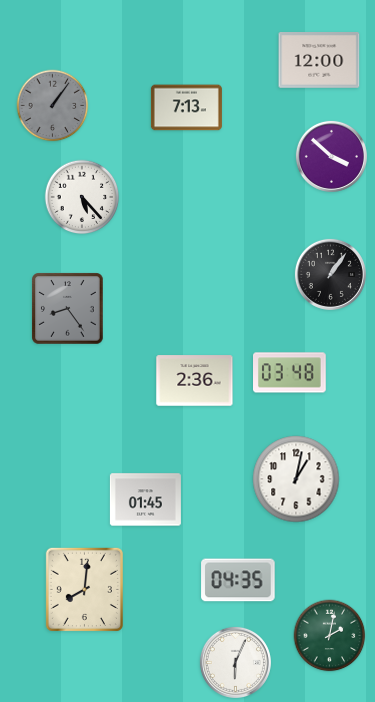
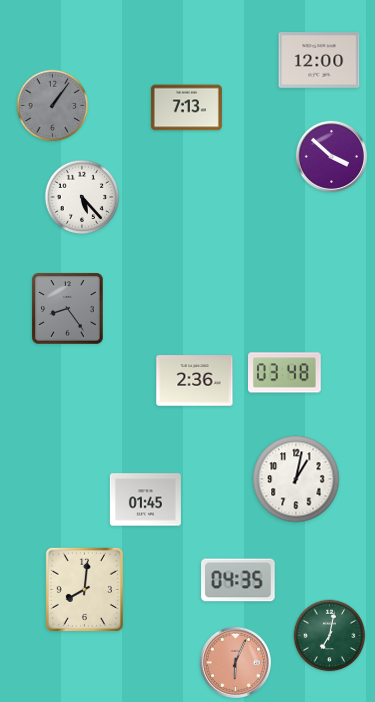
clock at (330, 274): 1:06 -> none
clock at (290, 373) position: (290, 373) -> (285, 373)
clock at (330, 636): 2:02 -> 7:02
clock at (235, 662) dial: white -> salmon
